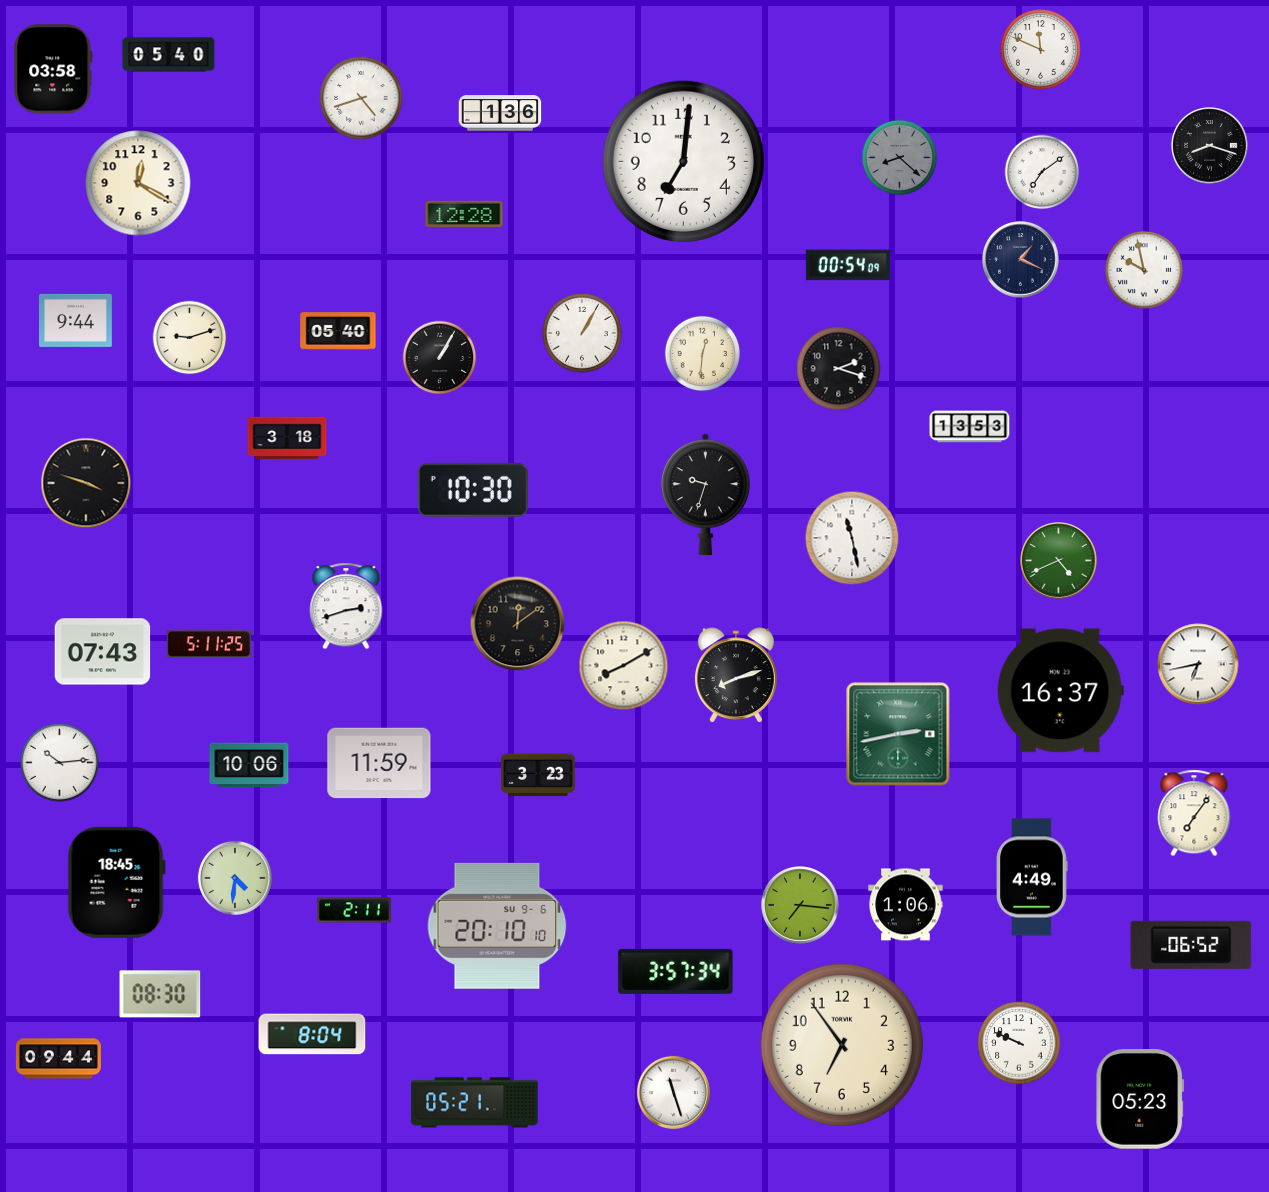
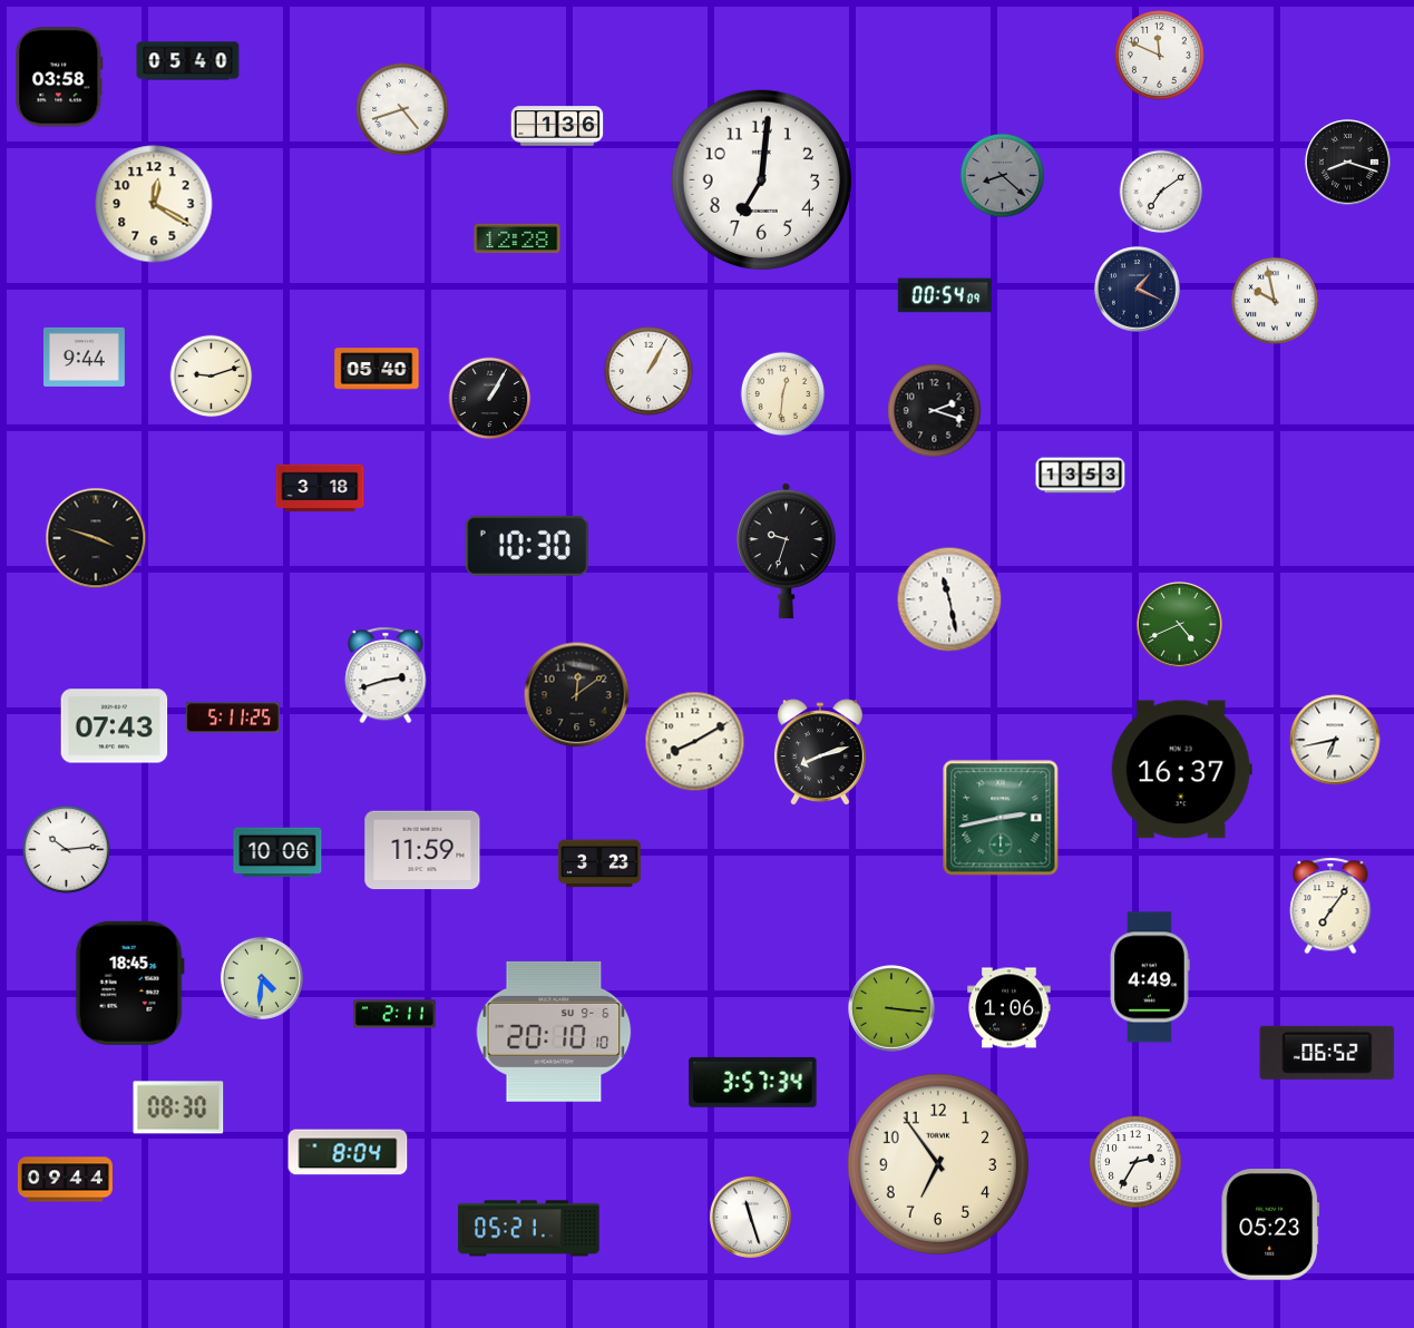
clock at (800, 905): 7:16 -> 3:16
clock at (1019, 1043): 9:49 -> 2:35
